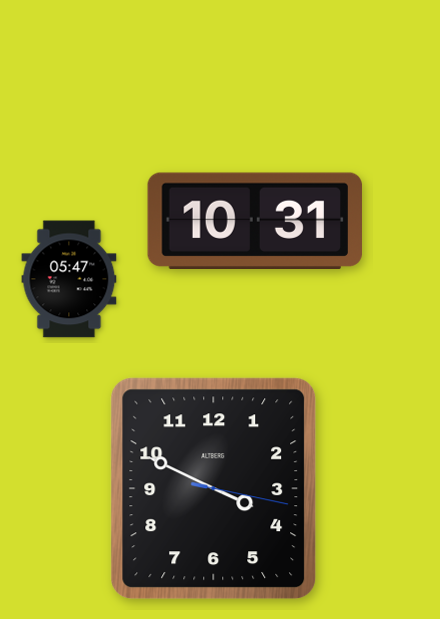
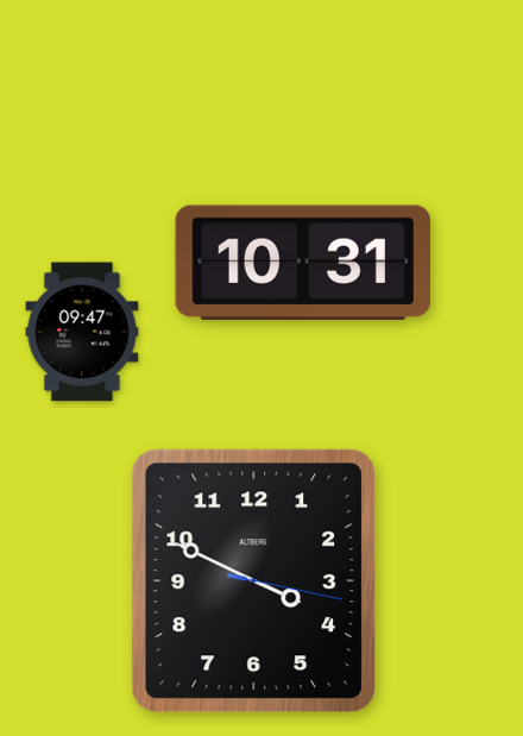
clock at (69, 279): 05:47 -> 09:47
